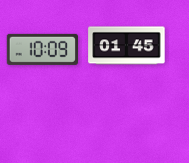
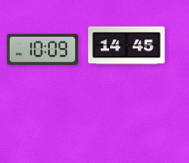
clock at (127, 46): 01:45 -> 14:45
